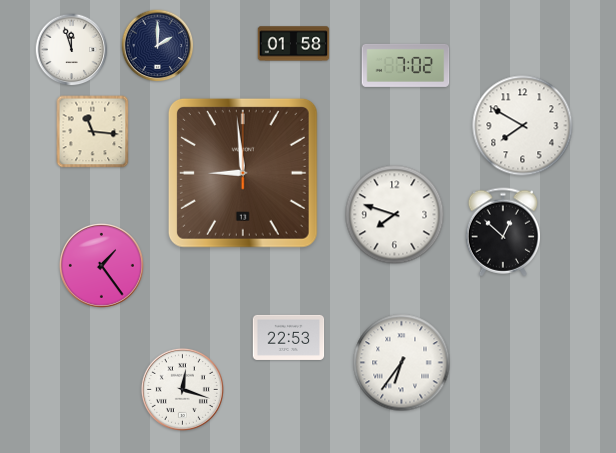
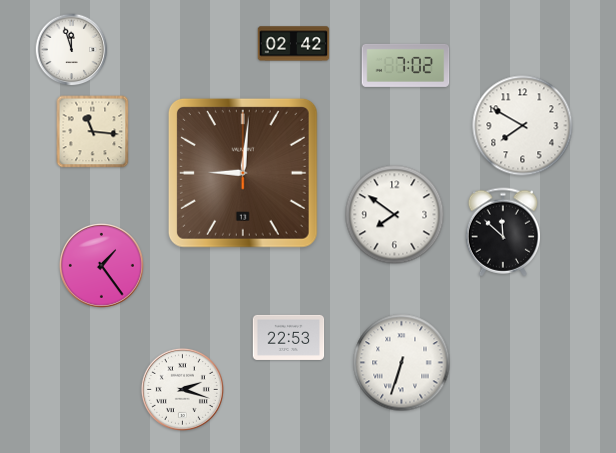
clock at (294, 44): 01:58 -> 02:42
clock at (158, 46): 2:00 -> none
clock at (243, 173): 8:59 -> 9:01
clock at (395, 215): 7:48 -> 7:51
clock at (503, 232): 12:52 -> 11:52
clock at (402, 363): 6:36 -> 6:33
clock at (182, 389): 12:18 -> 2:18
